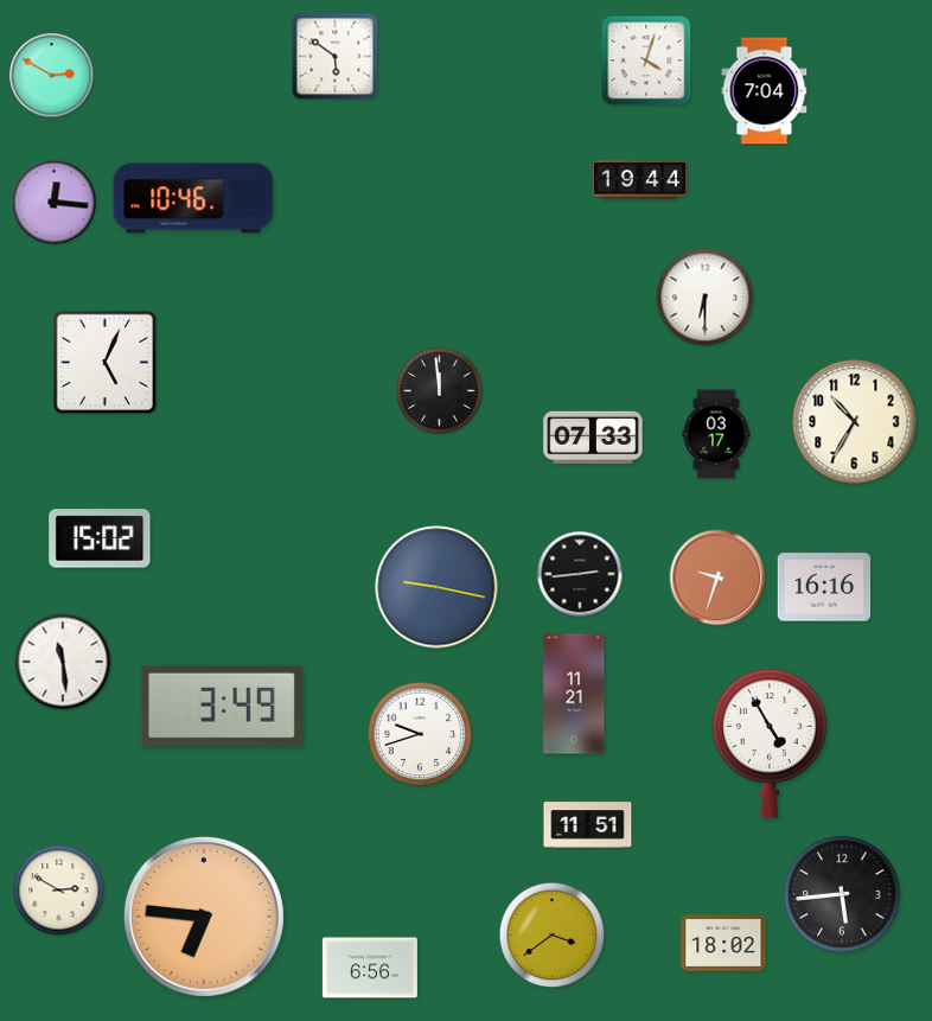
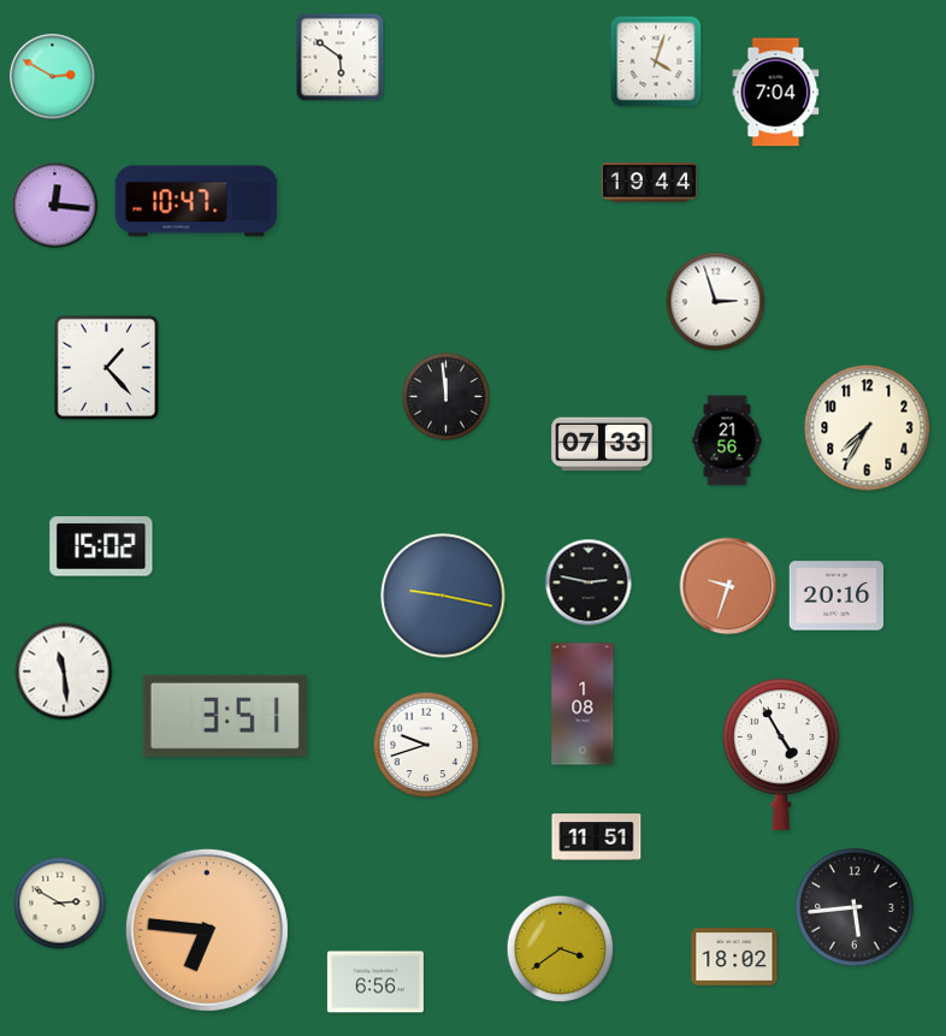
clock at (193, 198): 10:46 -> 10:47
clock at (706, 298): 6:30 -> 2:57
clock at (106, 363): 5:04 -> 1:23
clock at (855, 422): 10:35 -> 7:35
clock at (716, 434): 03:17 -> 21:56
clock at (580, 574): 2:44 -> 2:47
clock at (824, 587): 16:16 -> 20:16
clock at (574, 694): 11:21 -> 1:08
clock at (222, 706): 3:49 -> 3:51
